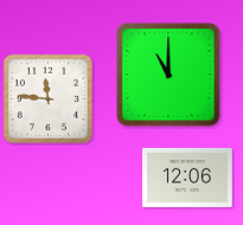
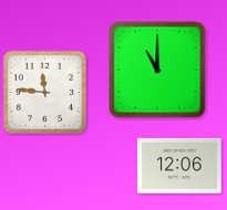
clock at (187, 178) position: (187, 178) -> (179, 166)
